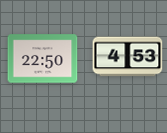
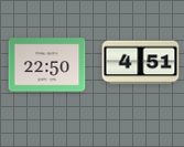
clock at (128, 57): 4:53 -> 4:51
